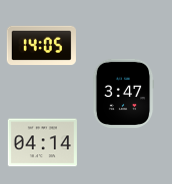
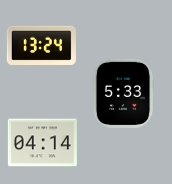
clock at (41, 45): 14:05 -> 13:24
clock at (123, 93): 3:47 -> 5:33
